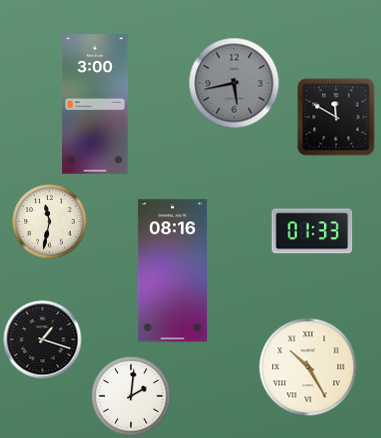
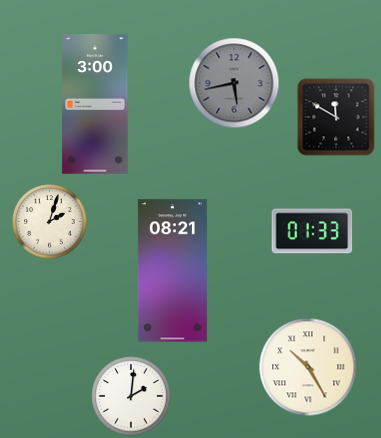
clock at (50, 222): 11:32 -> 2:03
clock at (172, 271): 08:16 -> 08:21
clock at (43, 340): 1:18 -> none
